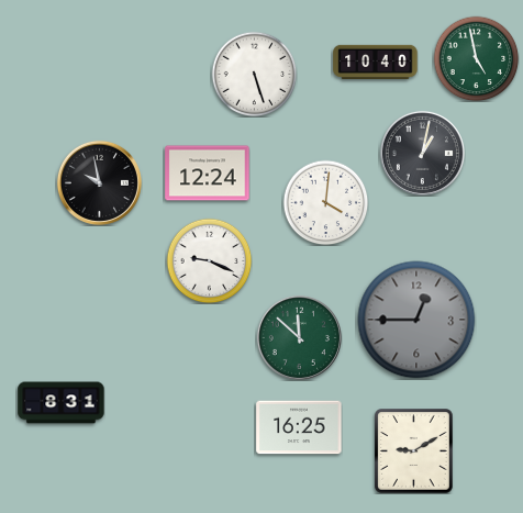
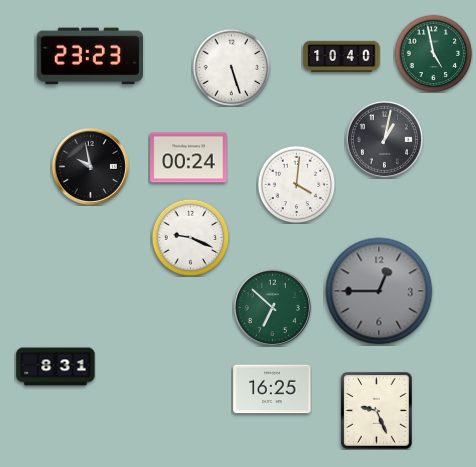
clock at (89, 56): none -> 23:23
clock at (208, 174): 12:24 -> 00:24
clock at (299, 337): 11:52 -> 6:52
clock at (414, 451): 9:10 -> 9:26
